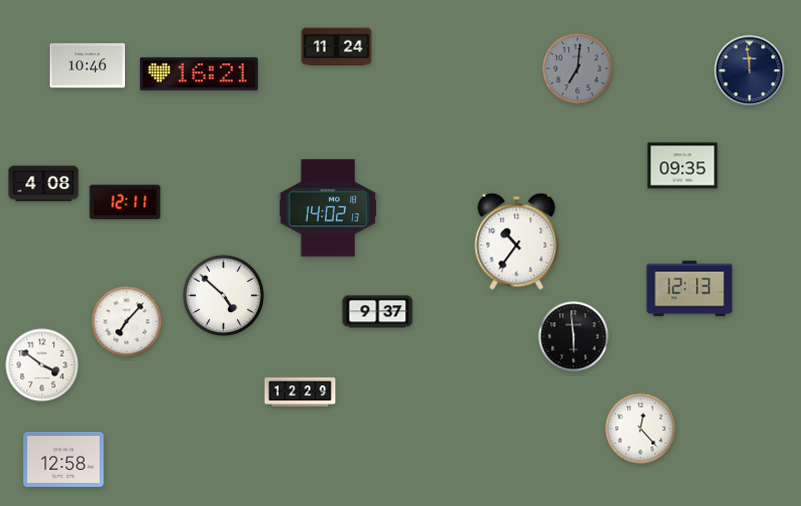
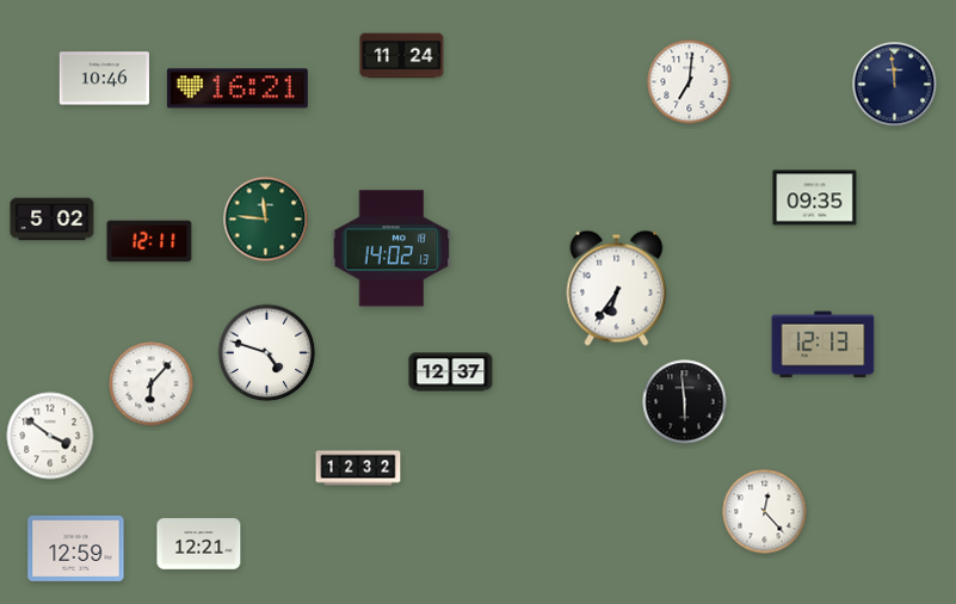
clock at (578, 69) dial: grey -> white
clock at (44, 184): 4:08 -> 5:02
clock at (266, 220): none -> 11:46
clock at (517, 241): 10:36 -> 6:36
clock at (224, 296): 4:52 -> 4:48
clock at (378, 312): 9:37 -> 12:37
clock at (127, 322): 7:07 -> 6:07
clock at (300, 392): 12:29 -> 12:32
clock at (199, 544): none -> 12:21
clock at (64, 459): 12:58 -> 12:59
